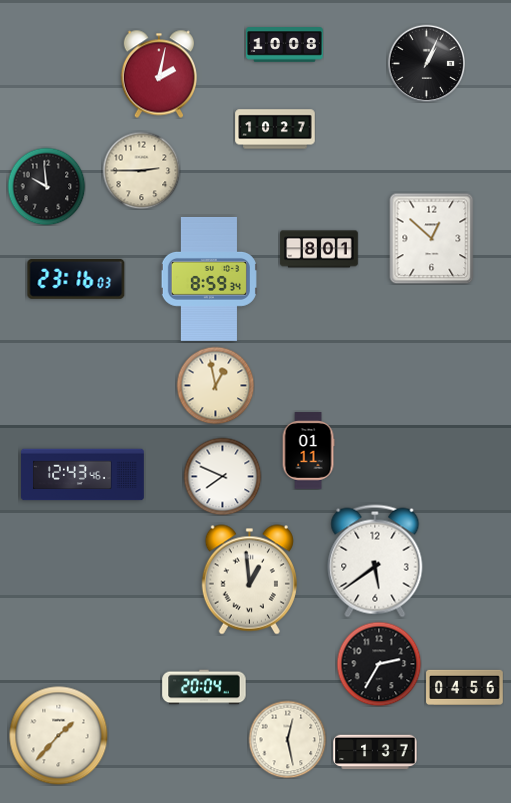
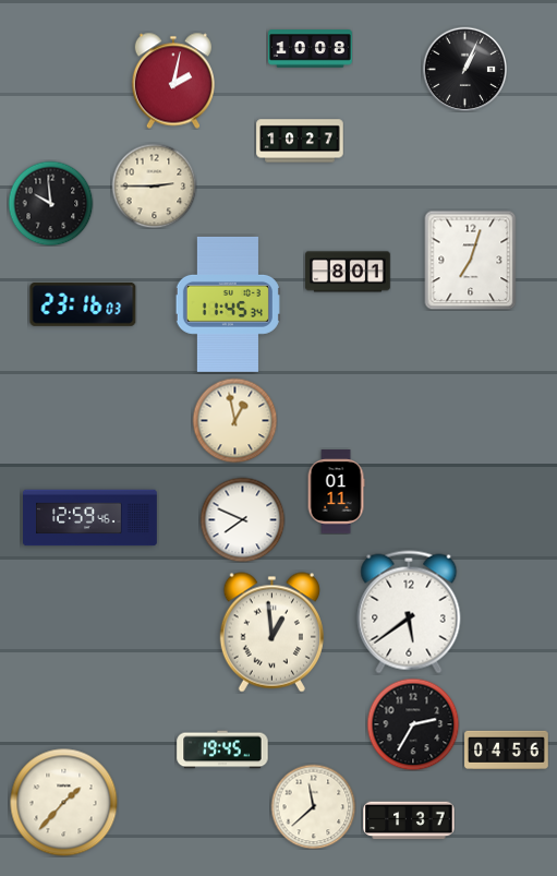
clock at (432, 238): 12:52 -> 7:03
clock at (209, 279): 8:59 -> 11:45
clock at (83, 475): 12:43 -> 12:59
clock at (204, 687): 20:04 -> 19:45
clock at (287, 739): 12:28 -> 11:38
